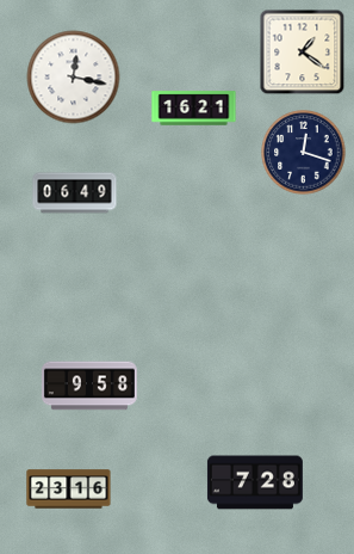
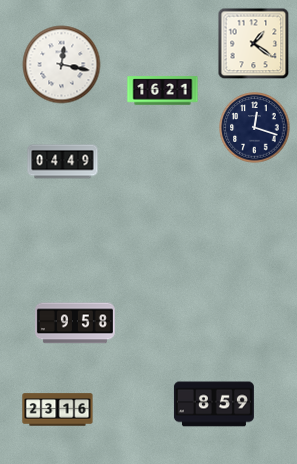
clock at (75, 193): 06:49 -> 04:49
clock at (255, 482): 7:28 -> 8:59
